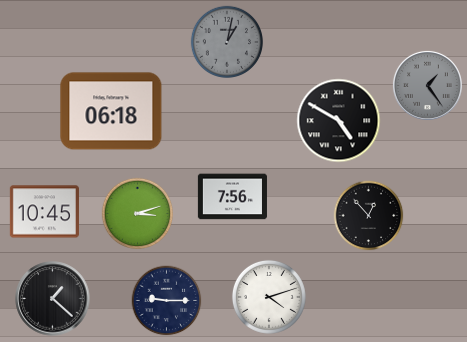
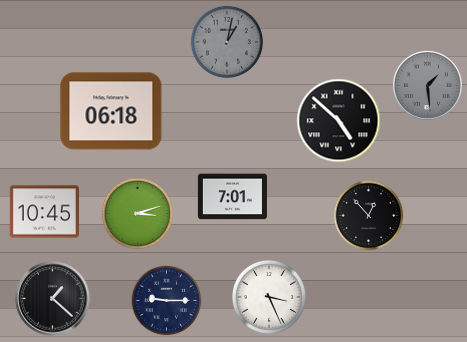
clock at (427, 85): 1:24 -> 1:29
clock at (339, 121): 4:50 -> 4:52
clock at (232, 197): 7:56 -> 7:01
clock at (269, 297): 4:12 -> 3:26
